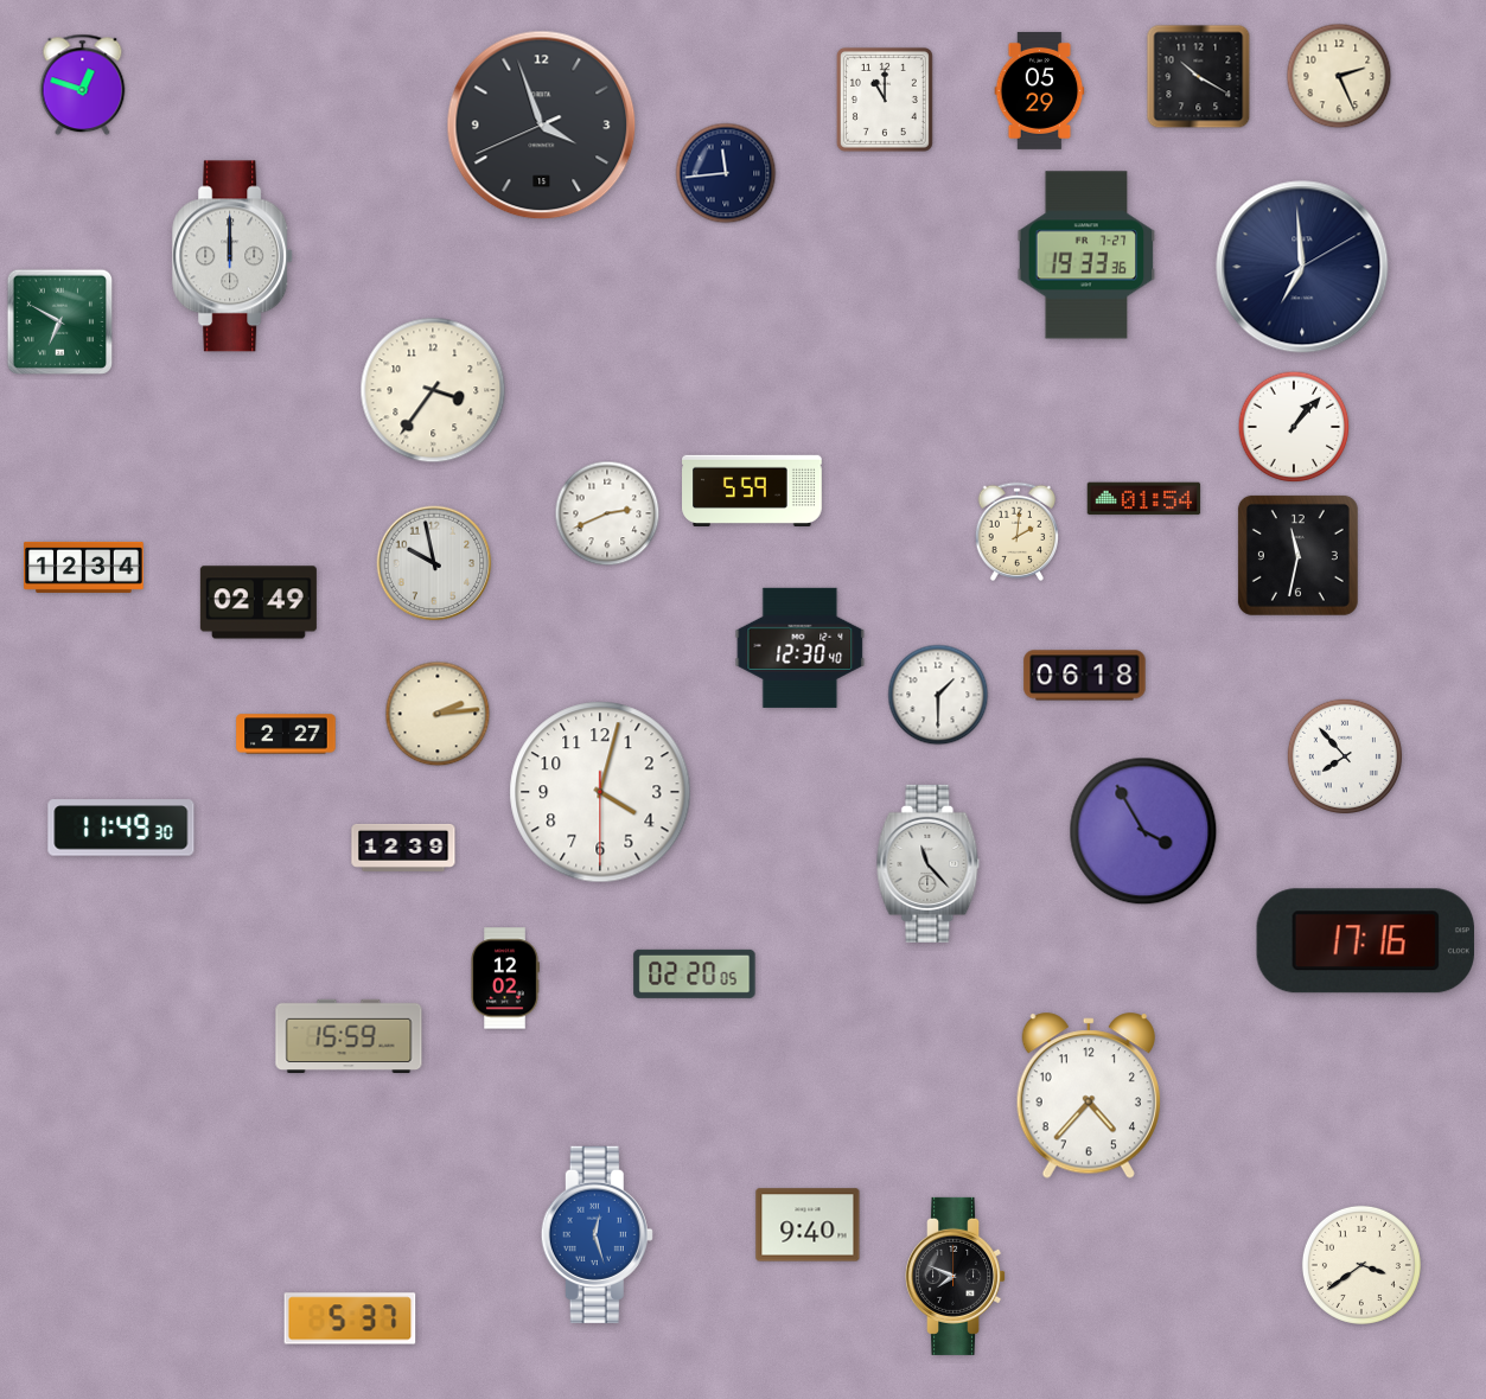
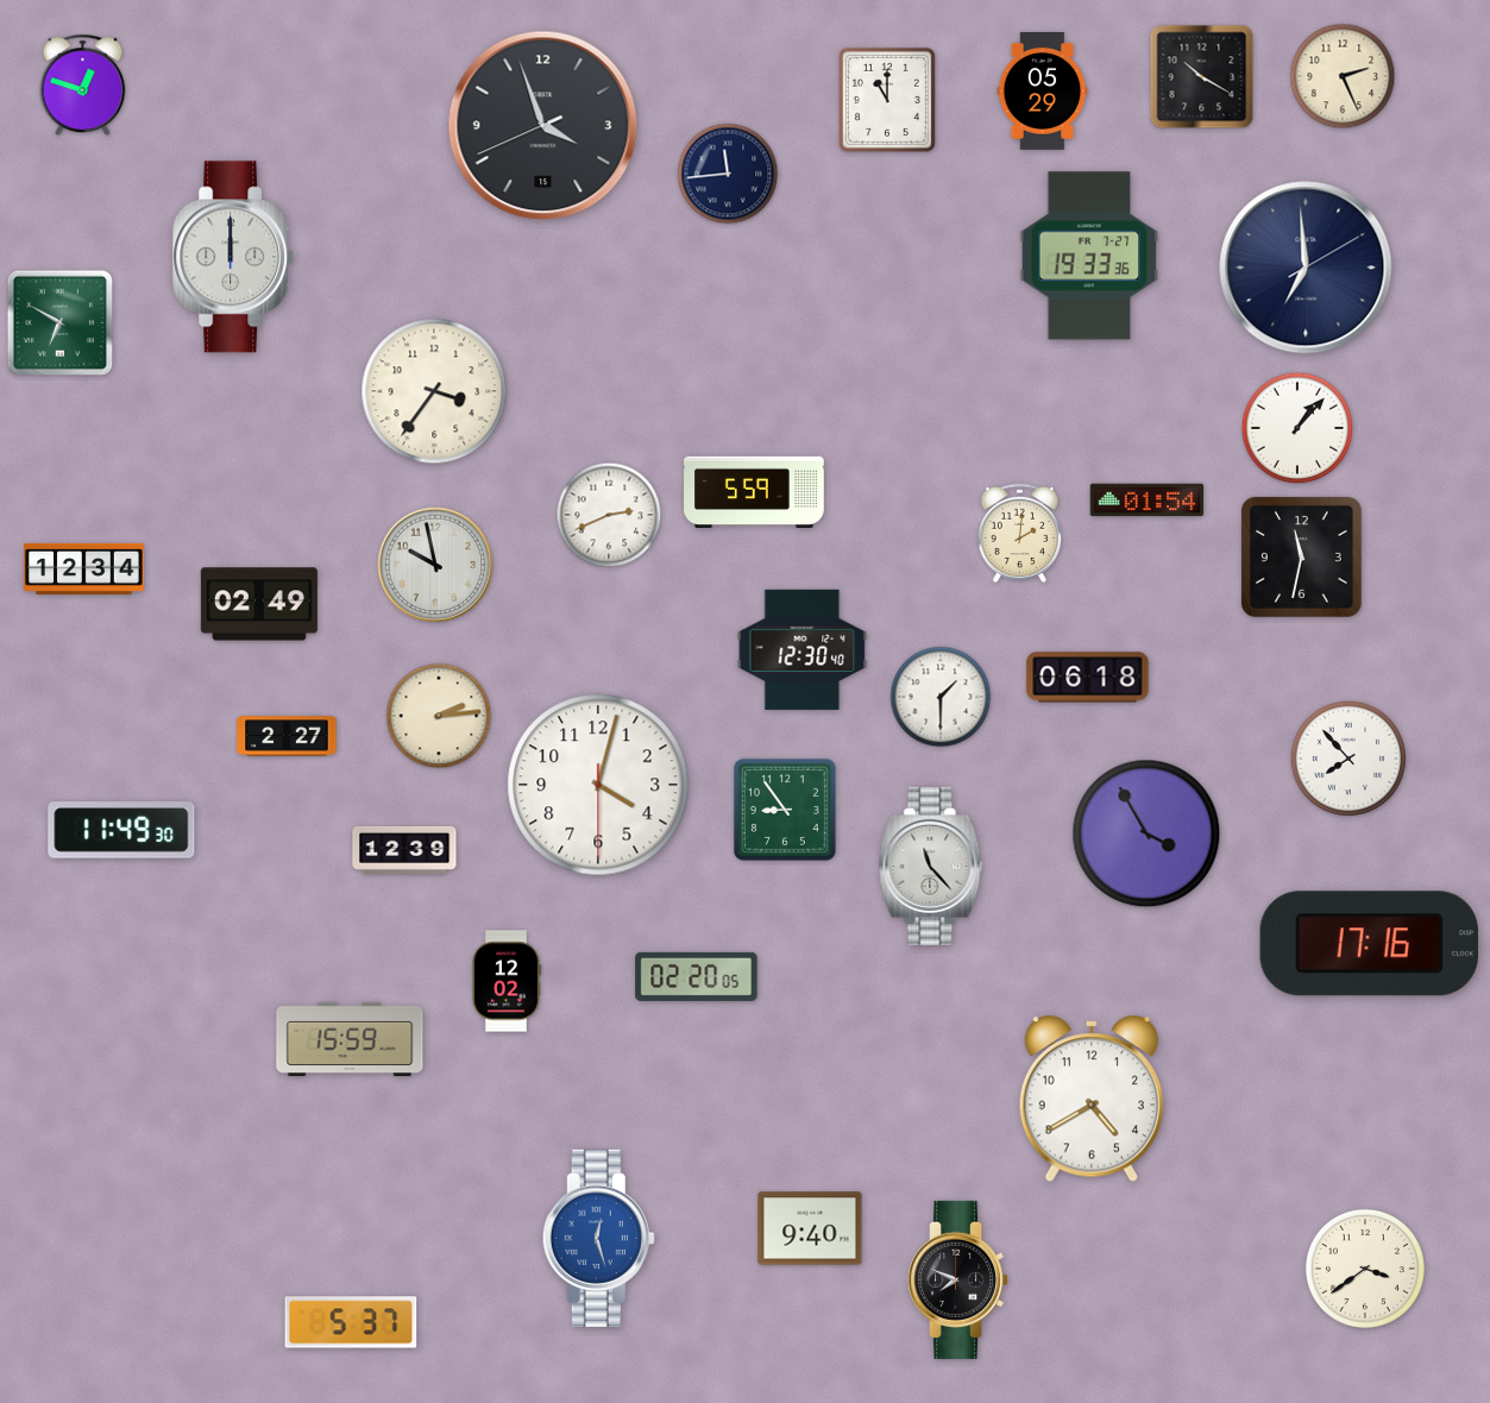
clock at (600, 792) position: (600, 792) -> (598, 785)
clock at (785, 810): none -> 8:54
clock at (1089, 1097): 4:37 -> 4:40
